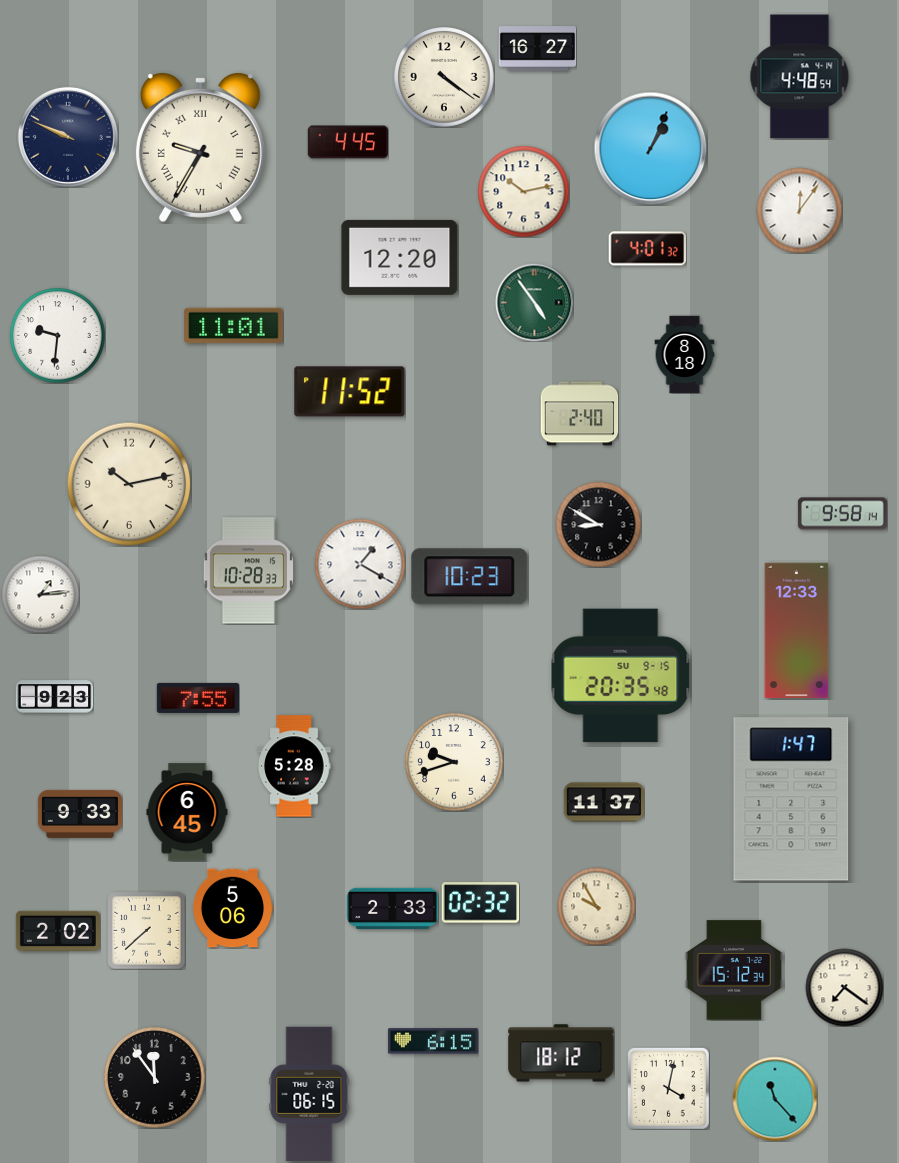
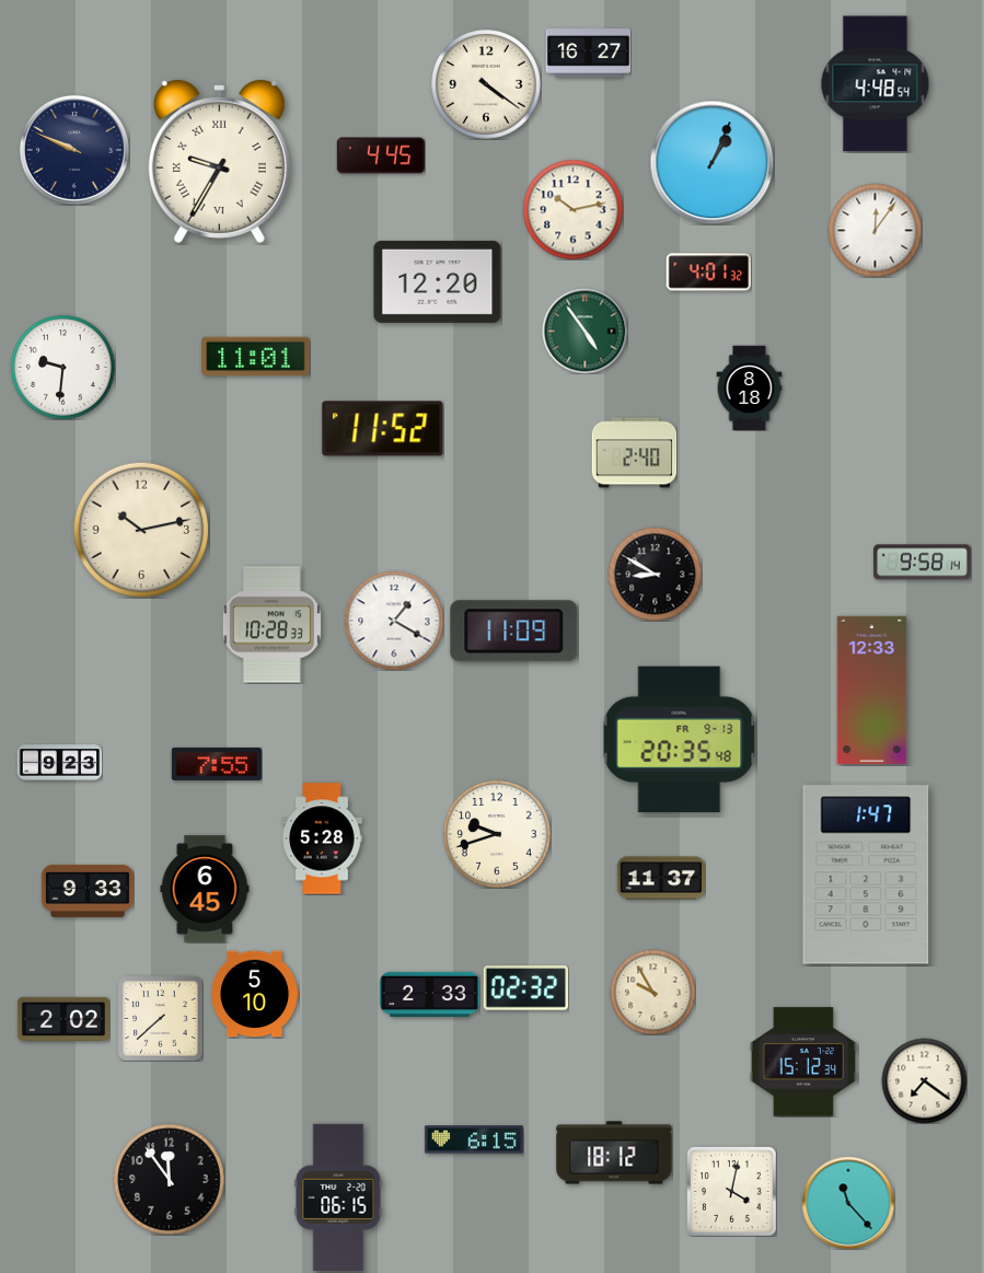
clock at (360, 564) position: (360, 564) -> (394, 621)
clock at (470, 577): 10:23 -> 11:09
clock at (40, 594): 1:14 -> none
clock at (621, 676) date: SU 9-15 -> FR 9-13
clock at (232, 908): 5:06 -> 5:10
